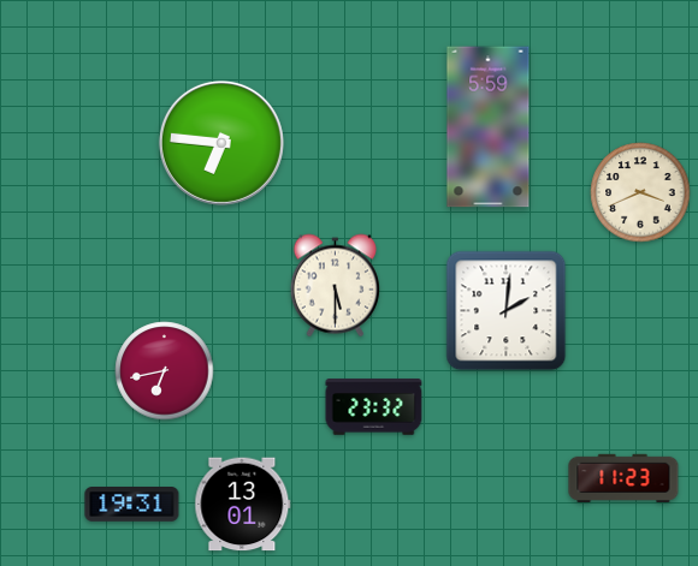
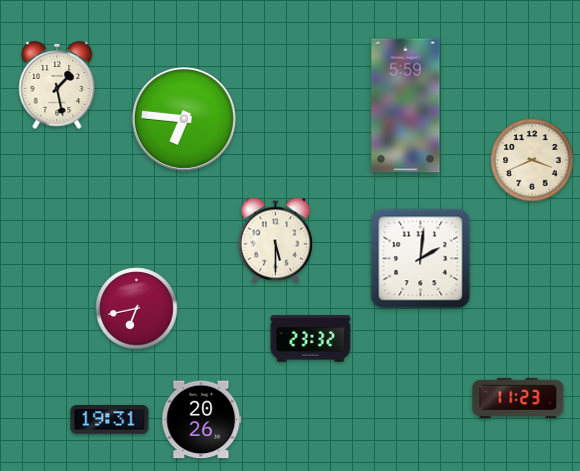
clock at (57, 85): none -> 1:28
clock at (335, 286) position: (335, 286) -> (275, 241)
clock at (243, 505): 13:01 -> 20:26
